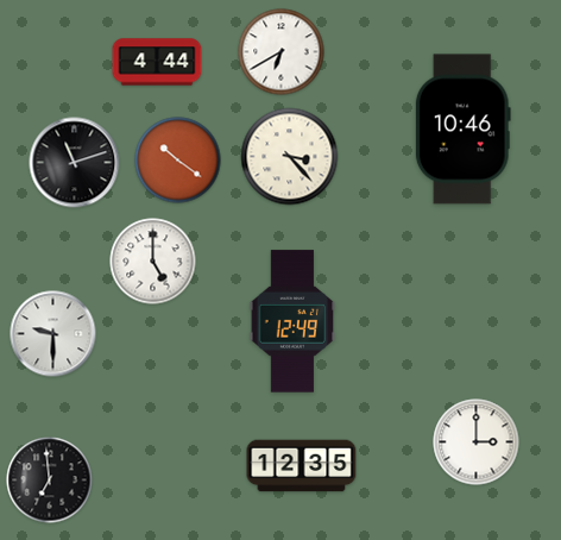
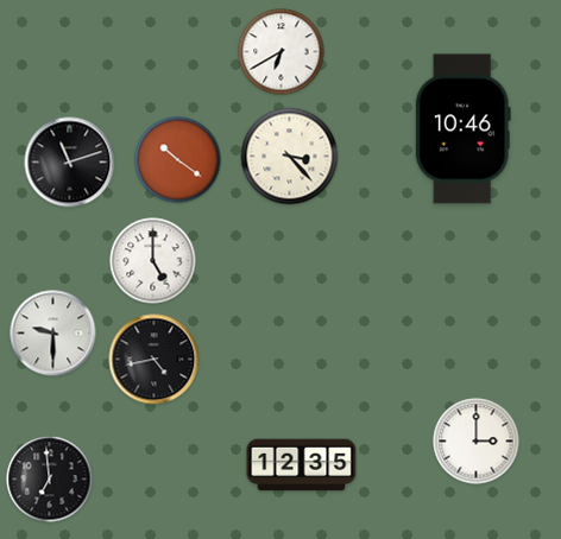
clock at (157, 62): 4:44 -> none
clock at (75, 163) position: (75, 163) -> (70, 163)
clock at (292, 321): 12:49 -> none
clock at (155, 360): none -> 4:43
